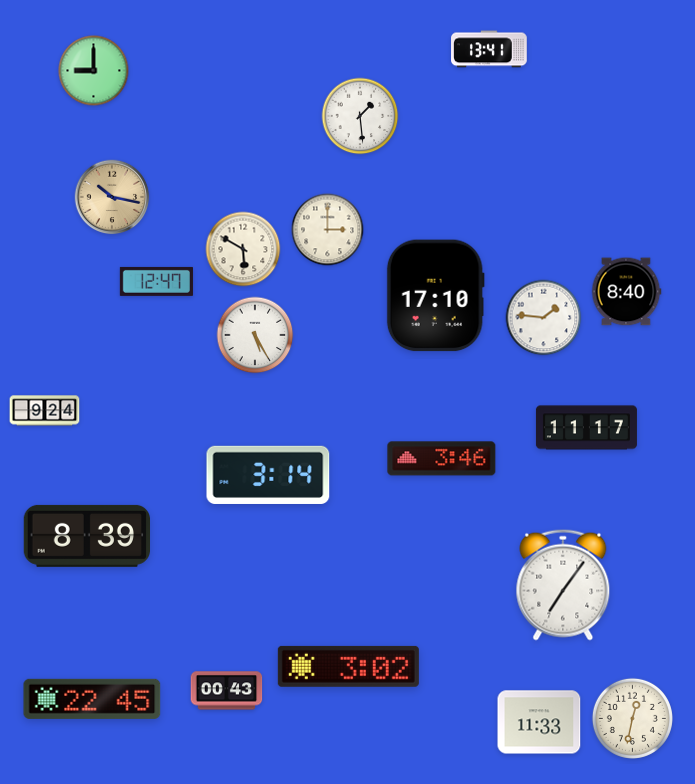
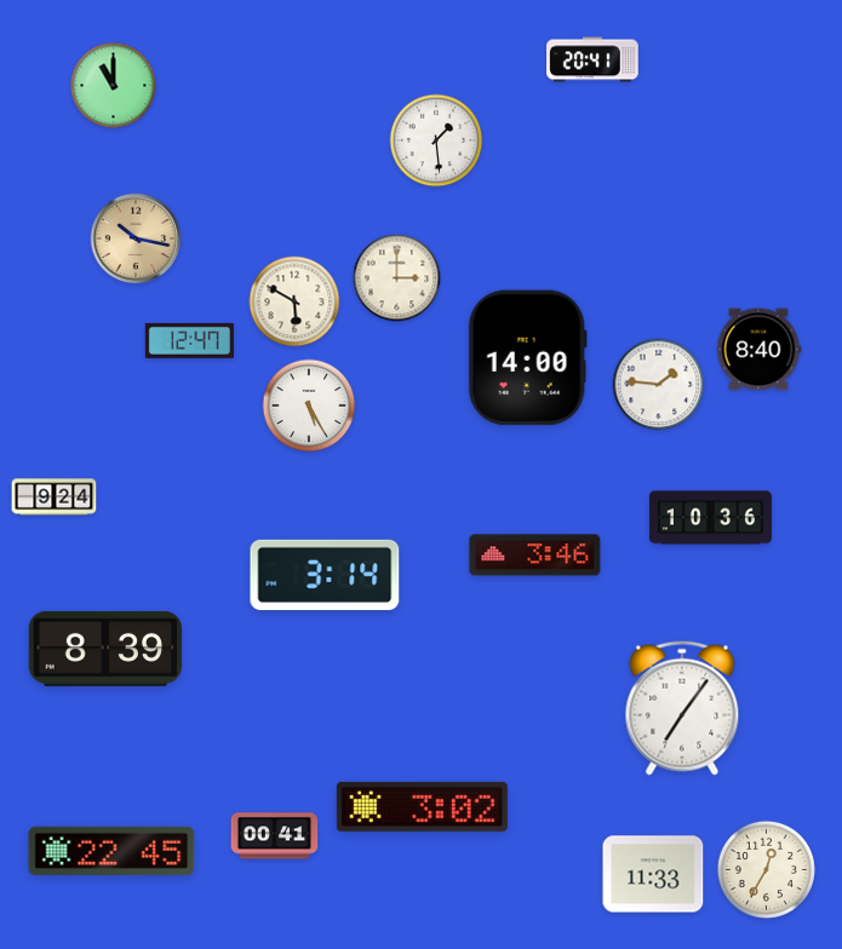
clock at (489, 49): 13:41 -> 20:41
clock at (94, 71): 9:00 -> 11:00
clock at (626, 292) position: (626, 292) -> (758, 350)
clock at (435, 296): 17:10 -> 14:00
clock at (586, 428): 11:17 -> 10:36
clock at (227, 691): 00:43 -> 00:41
clock at (92, 699) position: (92, 699) -> (111, 851)
clock at (632, 718): 12:32 -> 12:35
